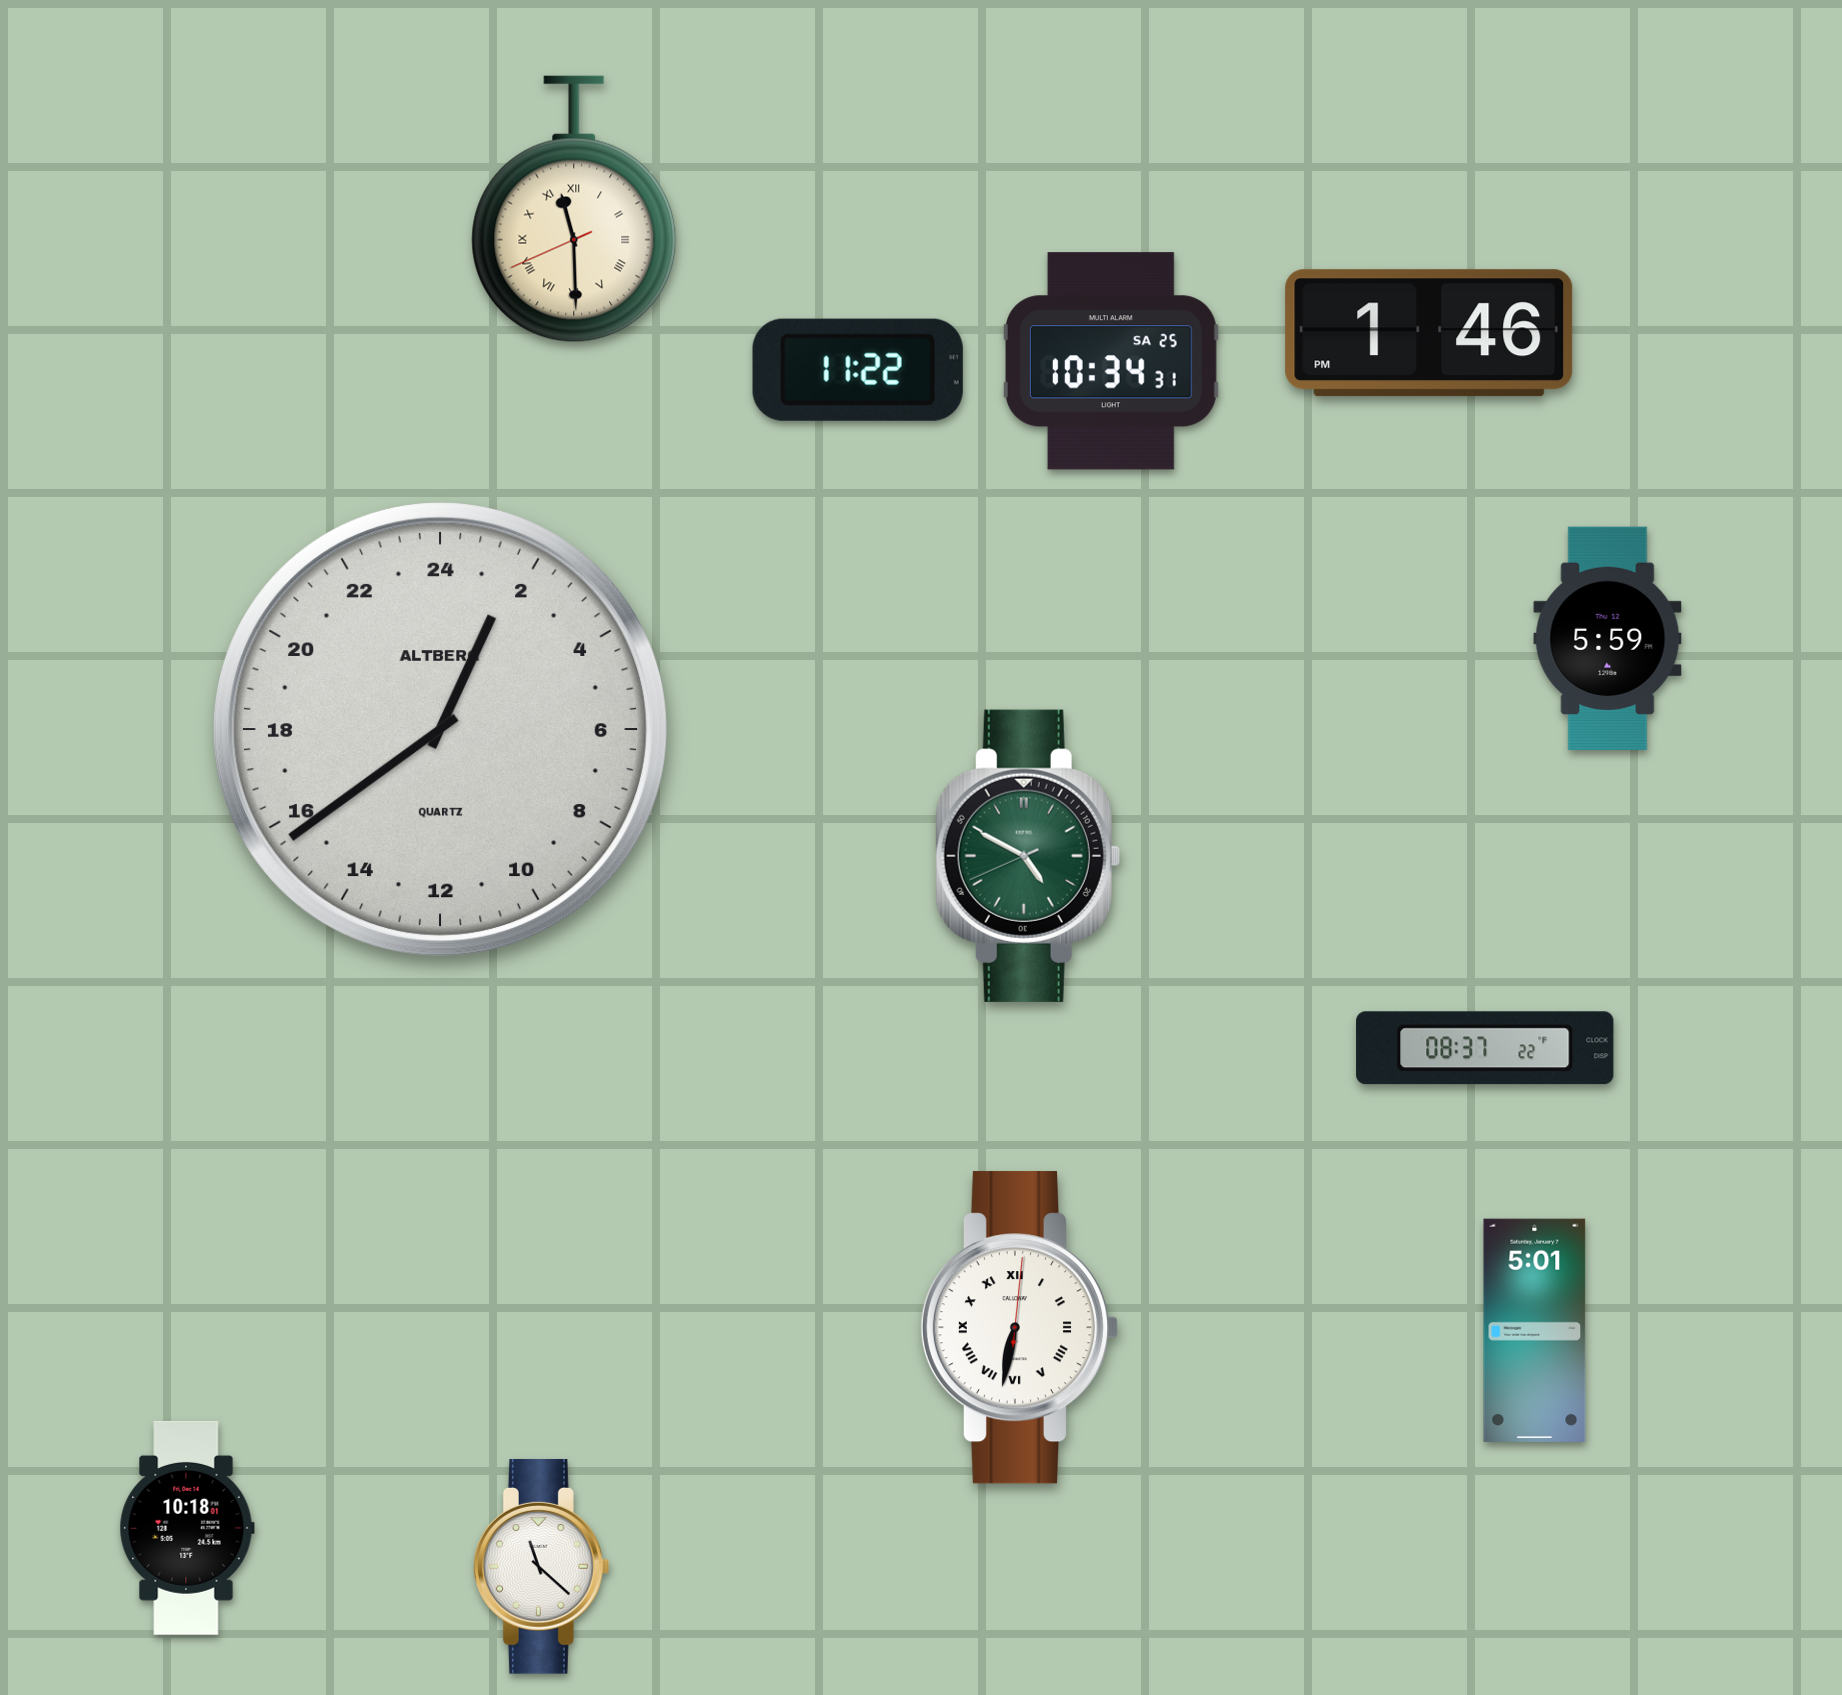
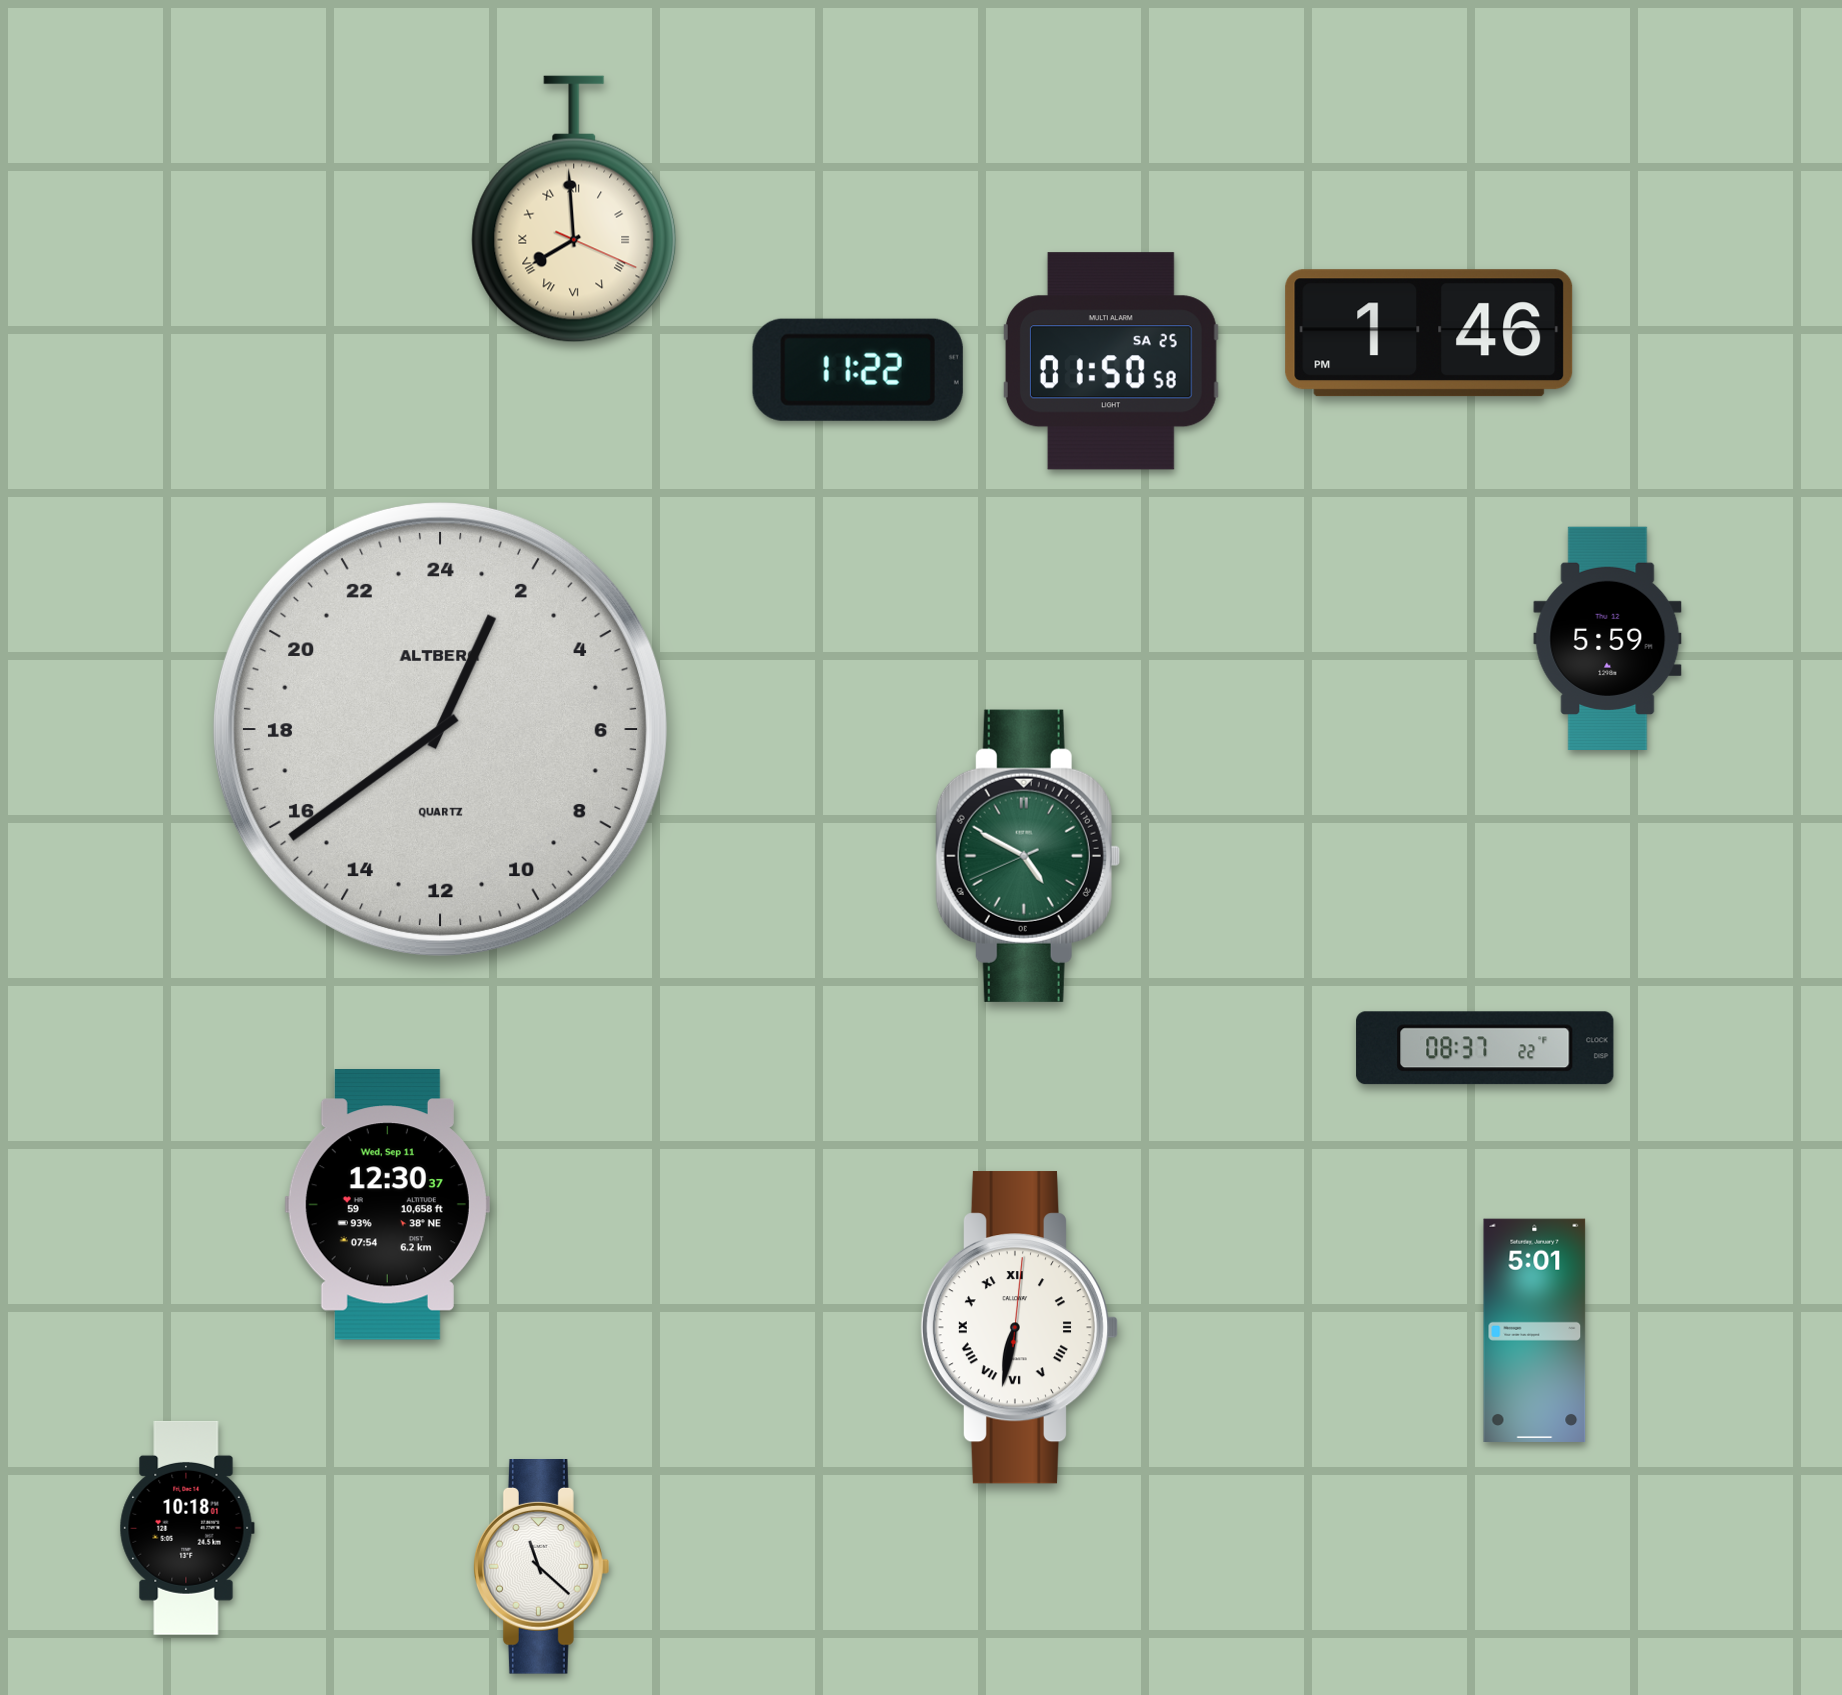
clock at (574, 209): 11:29 -> 7:59
clock at (1111, 361): 10:34 -> 01:50
clock at (387, 1205): none -> 12:30
